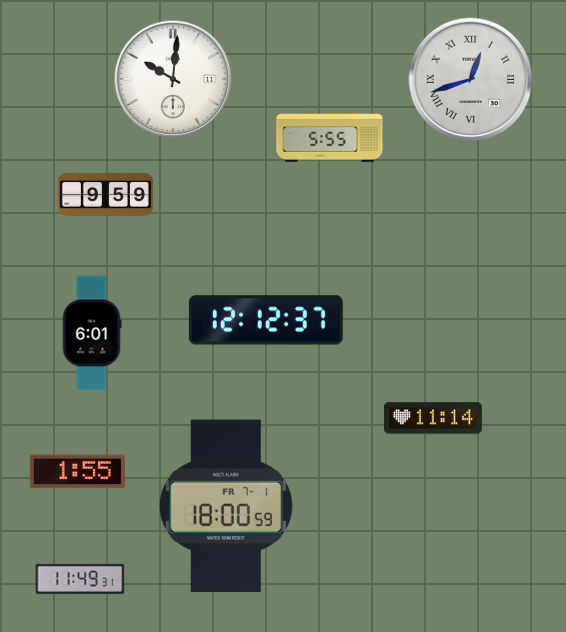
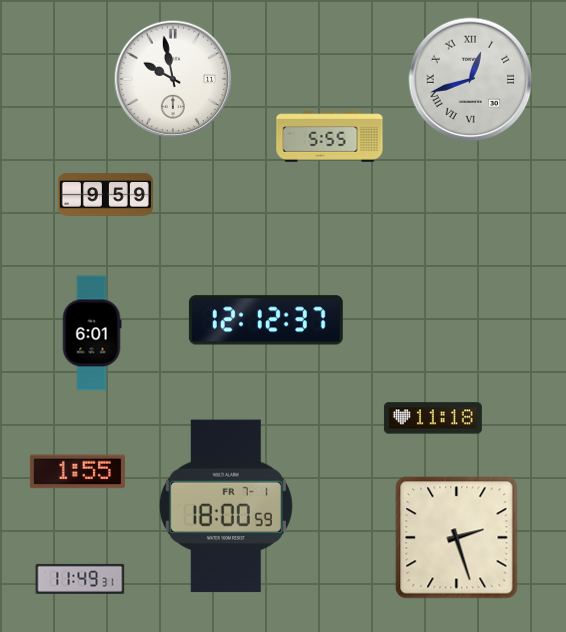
clock at (173, 79): 10:01 -> 9:58
clock at (433, 418): 11:14 -> 11:18
clock at (457, 538): none -> 2:27
